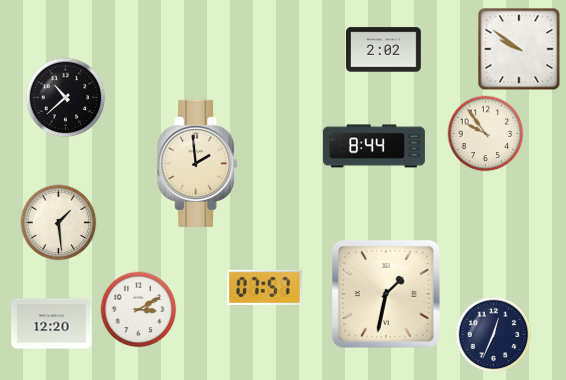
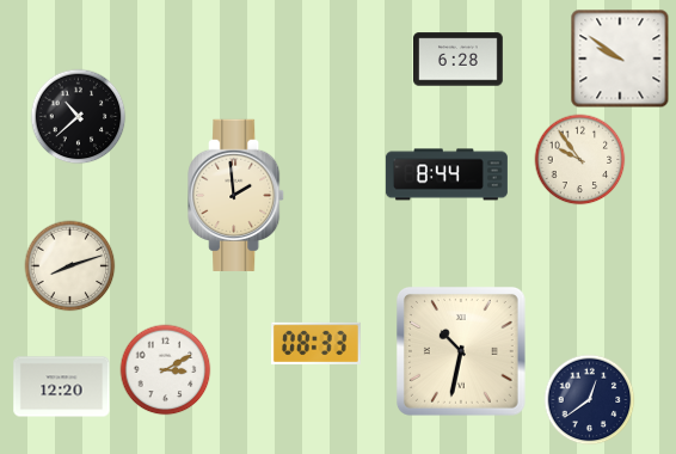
clock at (384, 50): 2:02 -> 6:28
clock at (59, 223): 1:29 -> 8:12
clock at (265, 287): 07:57 -> 08:33
clock at (386, 294): 1:32 -> 10:32
clock at (494, 335): 12:34 -> 12:39
